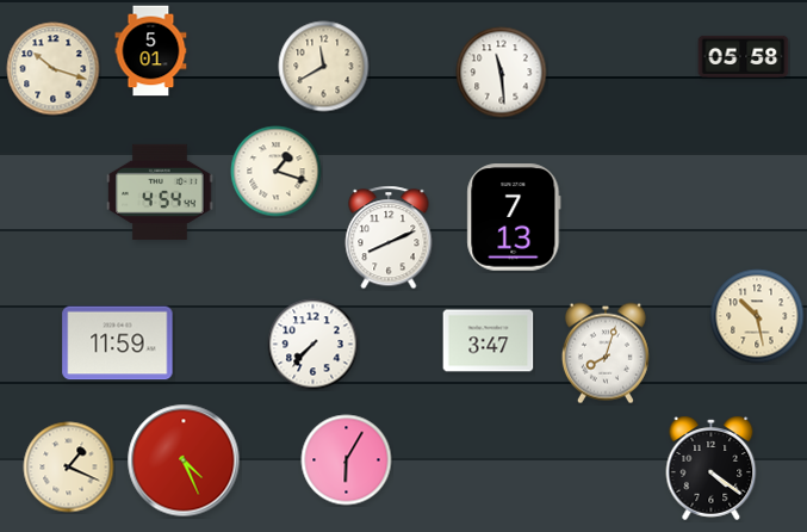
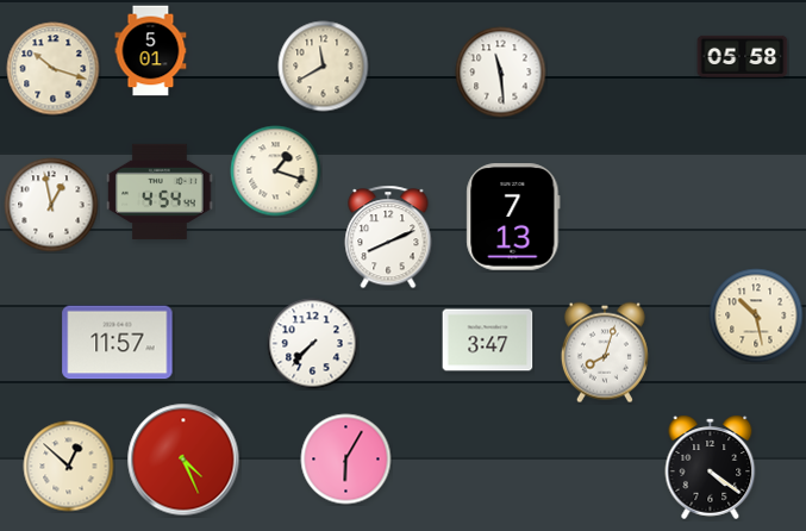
clock at (51, 205): none -> 12:58
clock at (118, 344): 11:59 -> 11:57
clock at (69, 468): 1:19 -> 12:52
